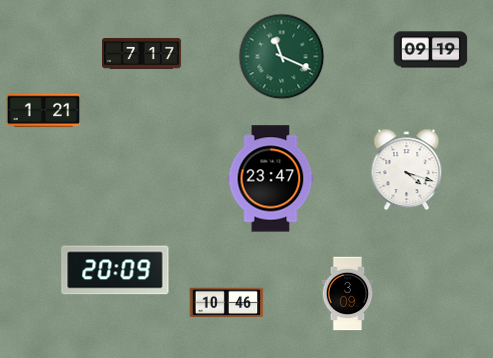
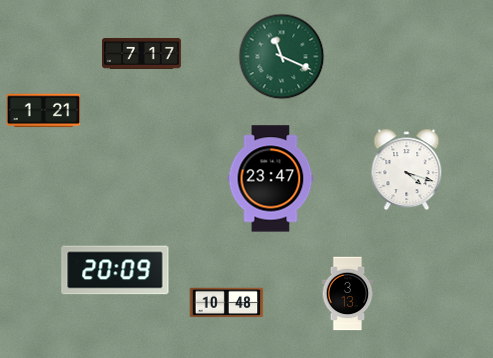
clock at (431, 50): 09:19 -> none
clock at (348, 294): 3:09 -> 3:13
clock at (227, 303): 10:46 -> 10:48
